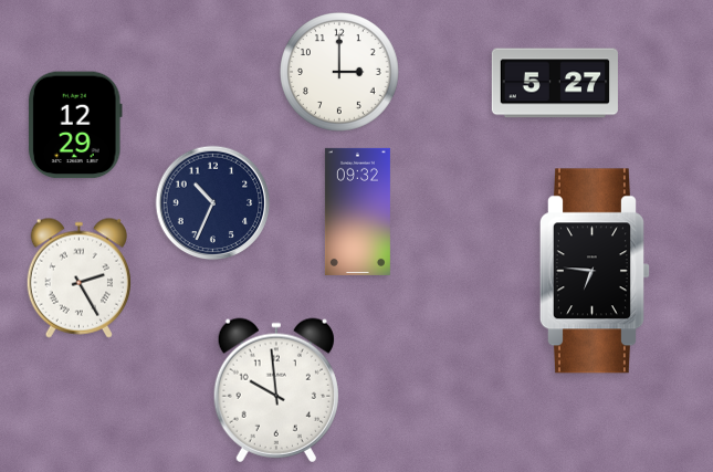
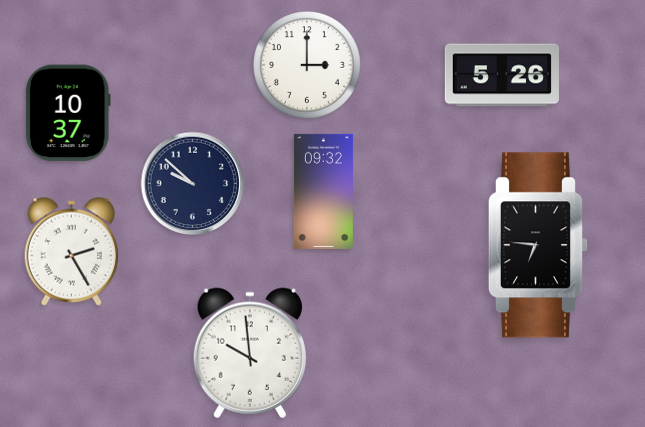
clock at (555, 83): 5:27 -> 5:26
clock at (75, 125): 12:29 -> 10:37
clock at (213, 203): 10:34 -> 9:52
